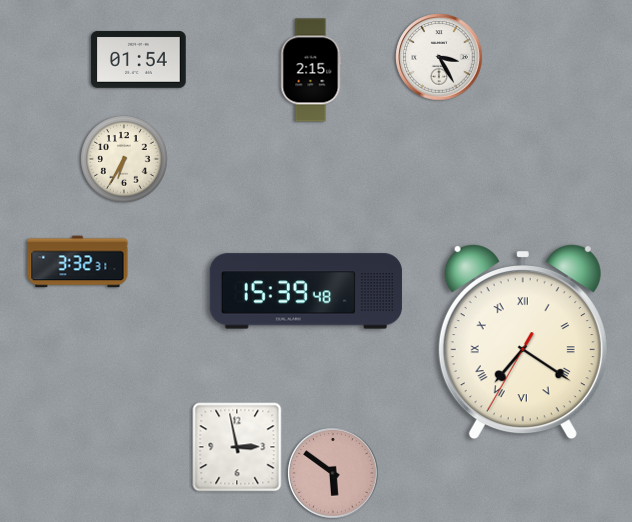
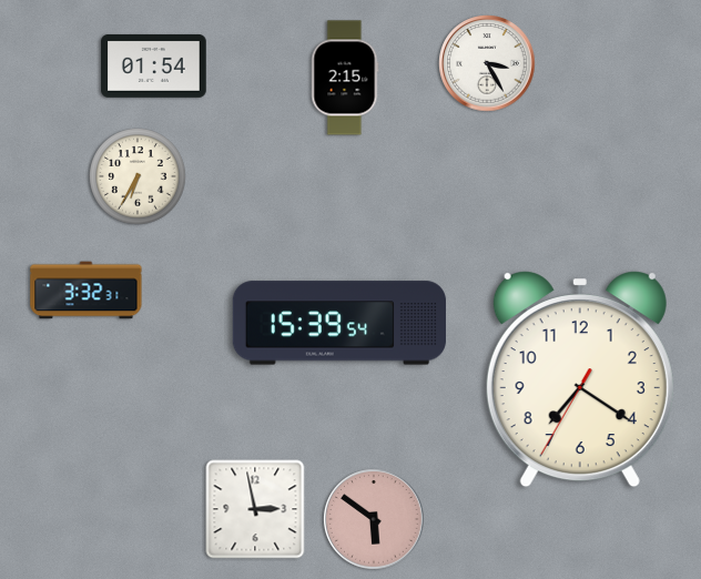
clock at (306, 291): 15:39:48 -> 15:39:54
clock at (523, 342) numerals: Roman -> Arabic
clock at (237, 447) position: (237, 447) -> (255, 509)
clock at (333, 473) position: (333, 473) -> (374, 519)
